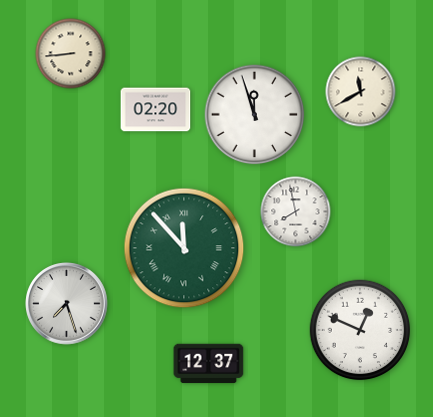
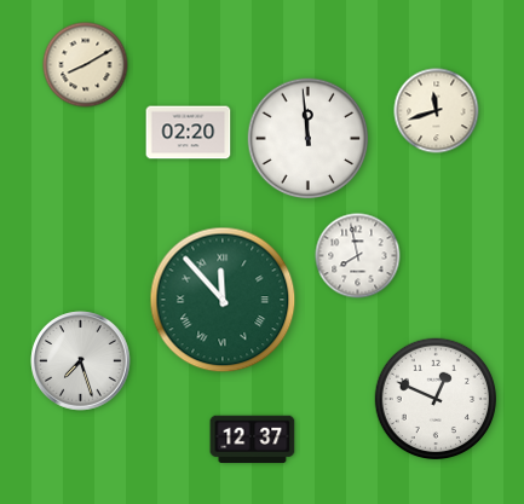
clock at (71, 54): 8:44 -> 8:10
clock at (361, 92): 11:40 -> 11:42
clock at (255, 115): 11:57 -> 11:59
clock at (67, 304) position: (67, 304) -> (81, 361)
